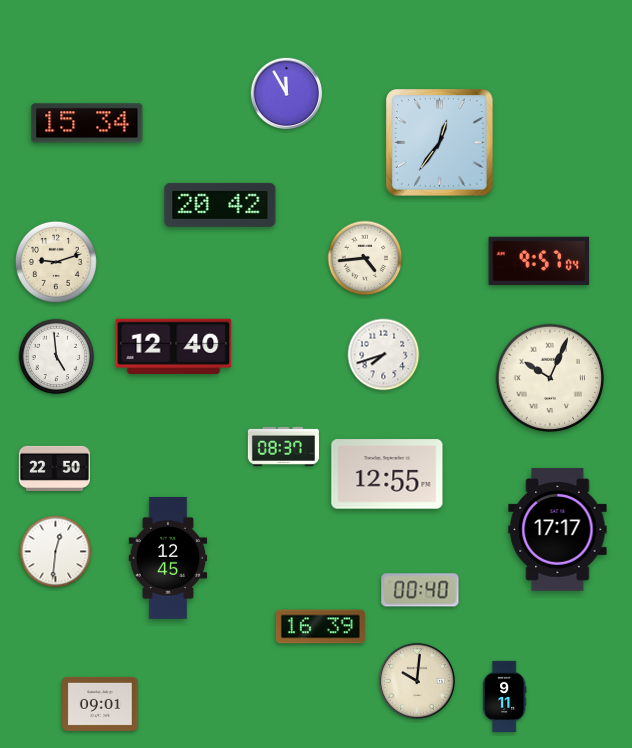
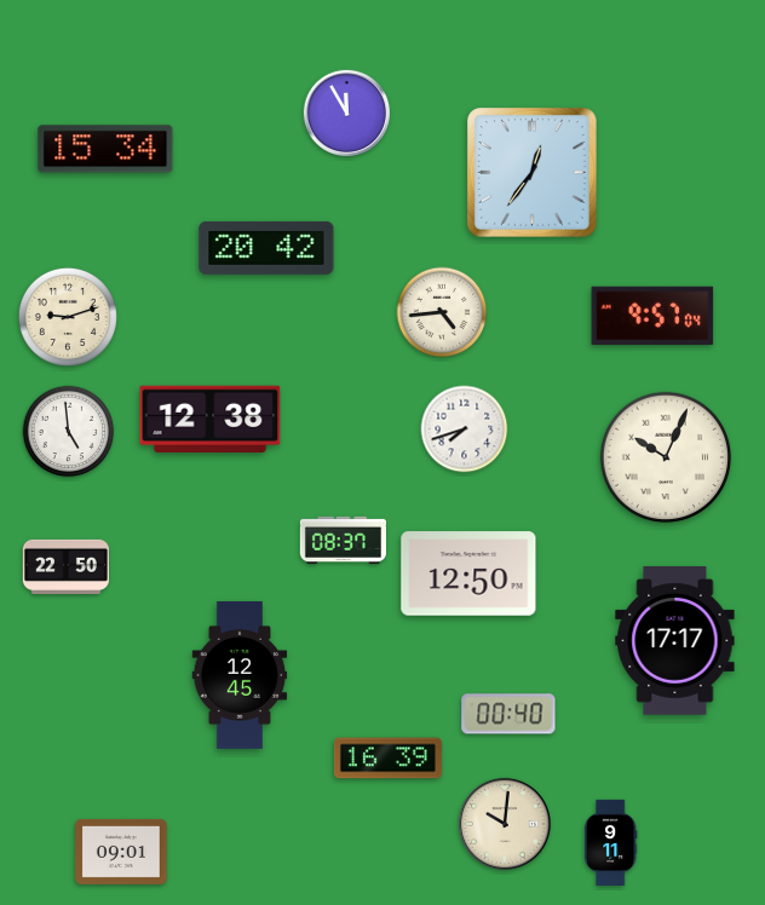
clock at (174, 347): 12:40 -> 12:38
clock at (387, 474): 12:55 -> 12:50
clock at (56, 552): 12:31 -> none
clock at (168, 558) position: (168, 558) -> (240, 675)
